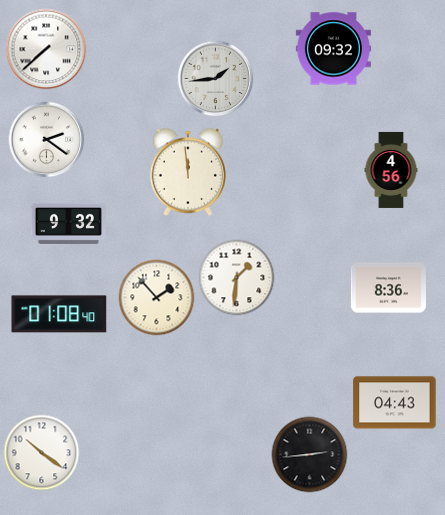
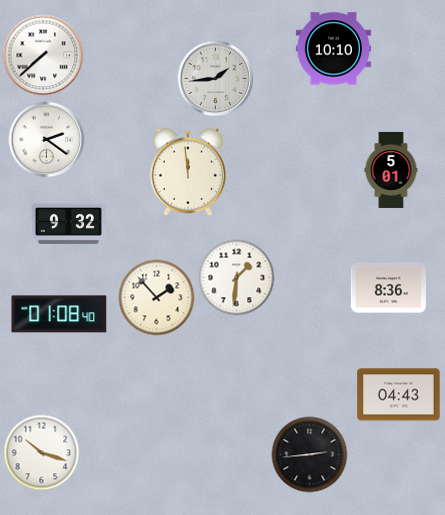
clock at (46, 49) position: (46, 49) -> (43, 55)
clock at (333, 49): 09:32 -> 10:10
clock at (391, 170): 4:56 -> 5:01
clock at (395, 403) position: (395, 403) -> (399, 395)
clock at (42, 453): 10:21 -> 10:18
